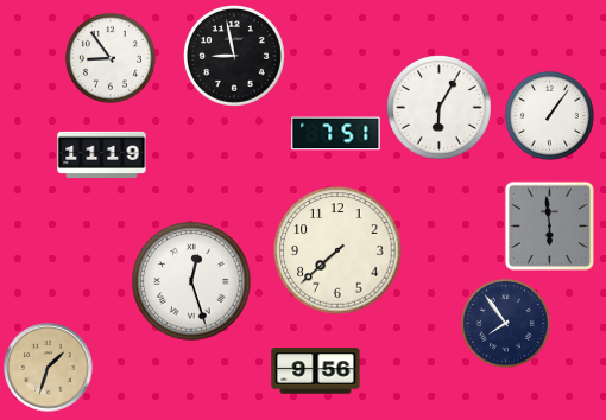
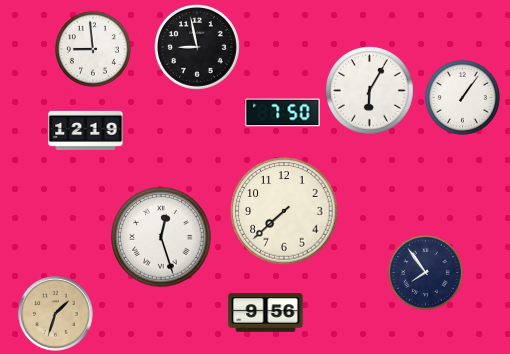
clock at (111, 58): 8:54 -> 8:59
clock at (336, 134): 7:51 -> 7:50
clock at (102, 154): 11:19 -> 12:19
clock at (549, 225): 5:59 -> none
clock at (49, 368) position: (49, 368) -> (56, 314)
